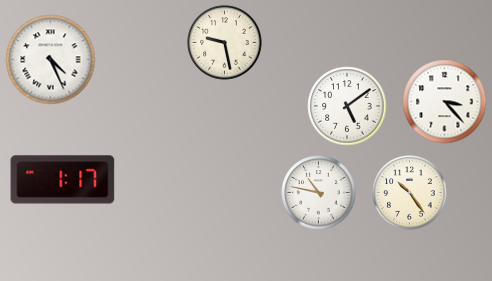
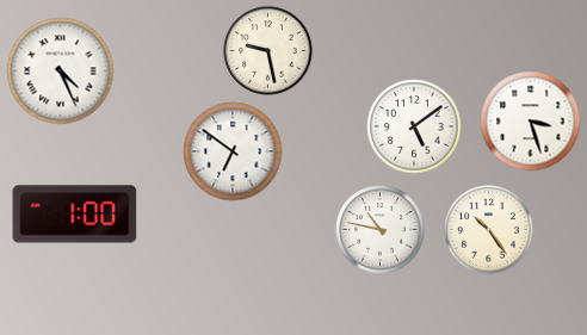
clock at (445, 102): 3:23 -> 3:27
clock at (233, 151): none -> 6:51
clock at (63, 180): 1:17 -> 1:00
